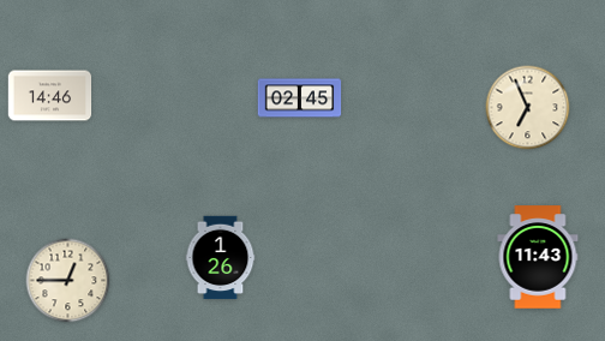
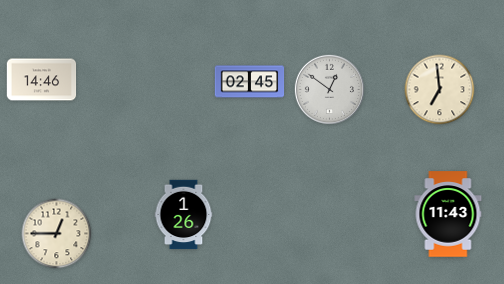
clock at (329, 89): none -> 12:51
clock at (528, 108): 6:56 -> 6:59
